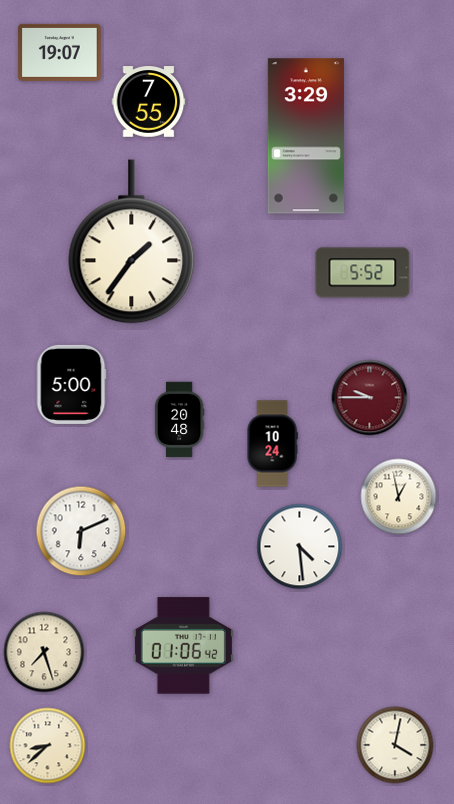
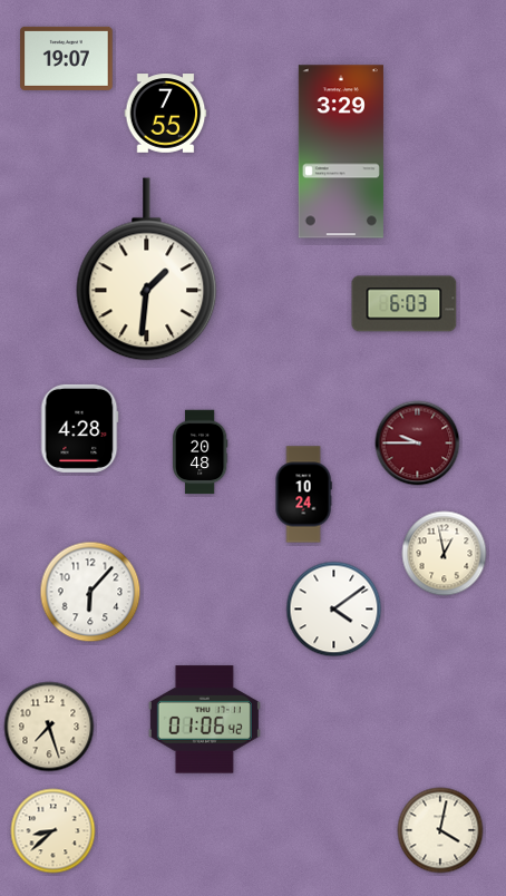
clock at (132, 242): 1:36 -> 1:31
clock at (363, 273): 5:52 -> 6:03
clock at (71, 384): 5:00 -> 4:28
clock at (370, 398) position: (370, 398) -> (418, 444)
clock at (179, 420) position: (179, 420) -> (200, 452)
clock at (81, 531): 6:11 -> 6:07
clock at (300, 547): 4:29 -> 4:09
